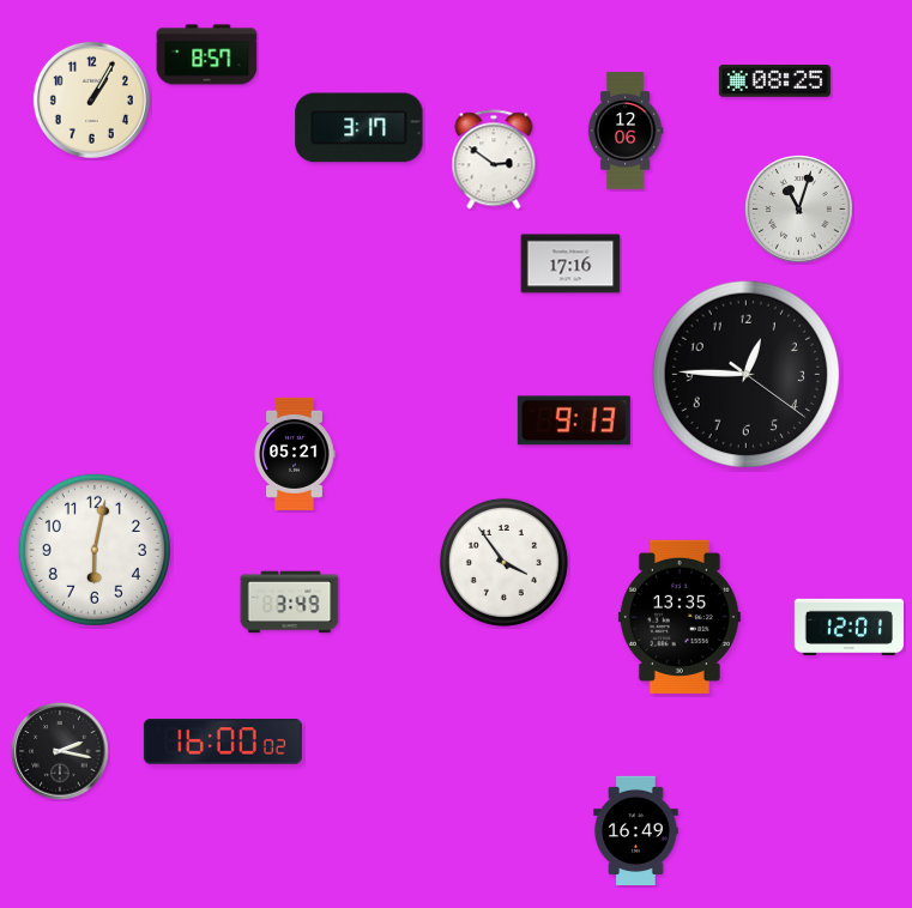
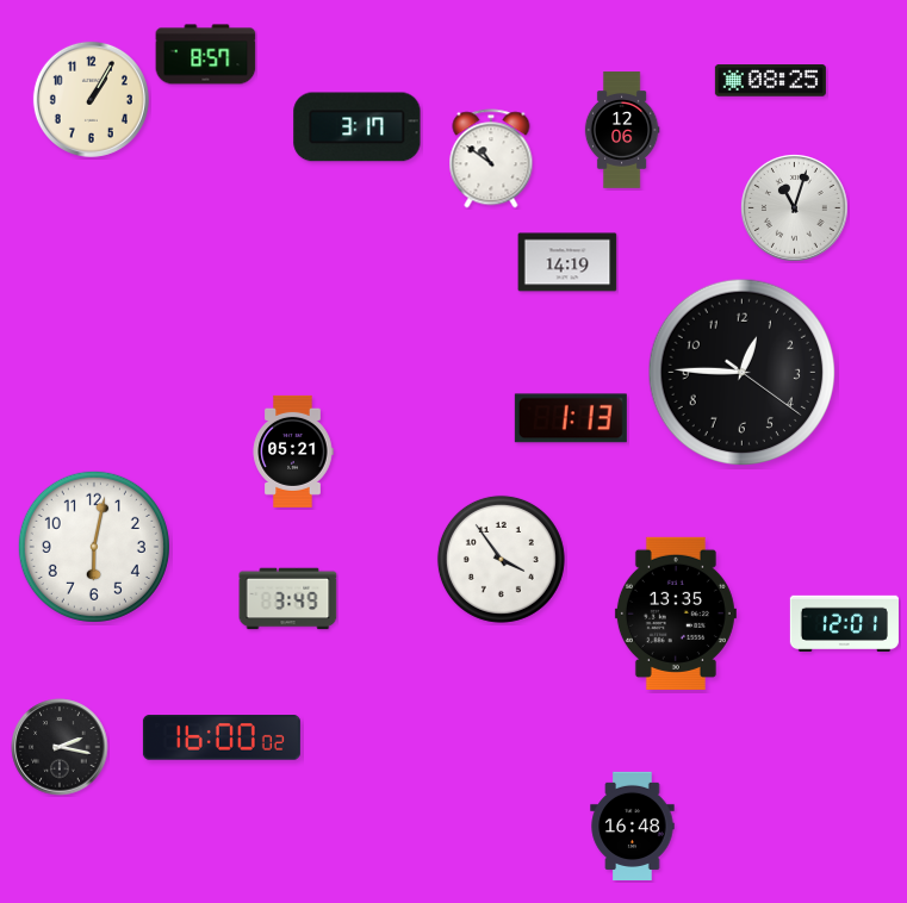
clock at (494, 159): 2:51 -> 10:51
clock at (570, 264): 17:16 -> 14:19
clock at (574, 420): 9:13 -> 1:13
clock at (636, 830): 16:49 -> 16:48
